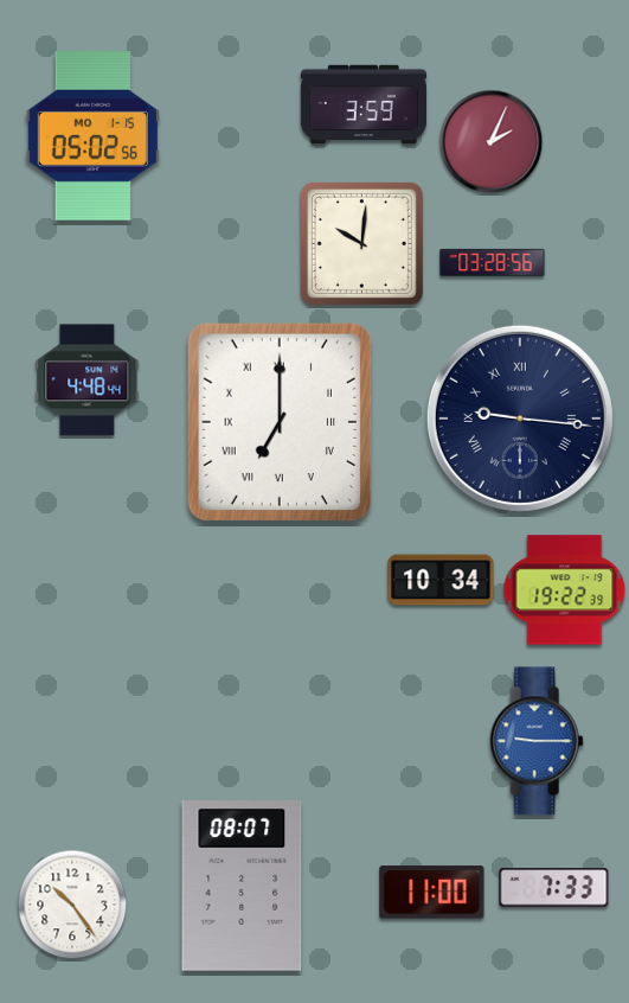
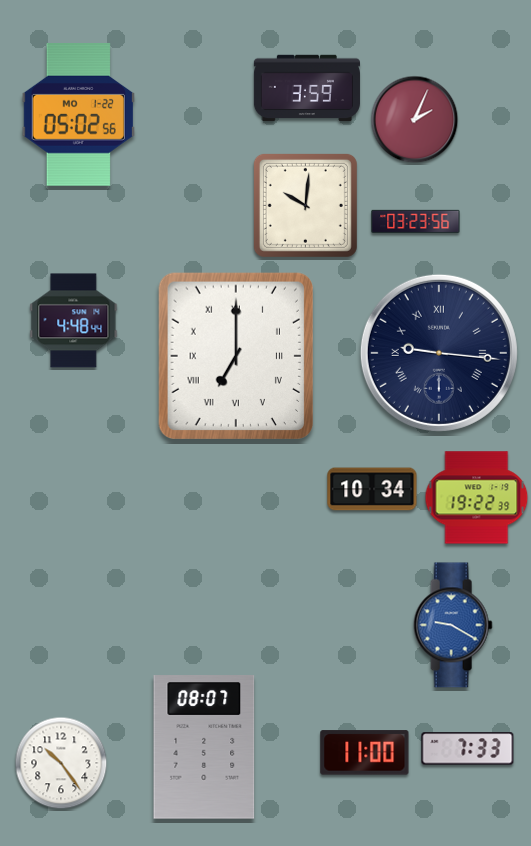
clock at (92, 136) date: MO 1-15 -> MO 1-22
clock at (493, 262): 03:28 -> 03:23
clock at (537, 741): 9:15 -> 9:20
